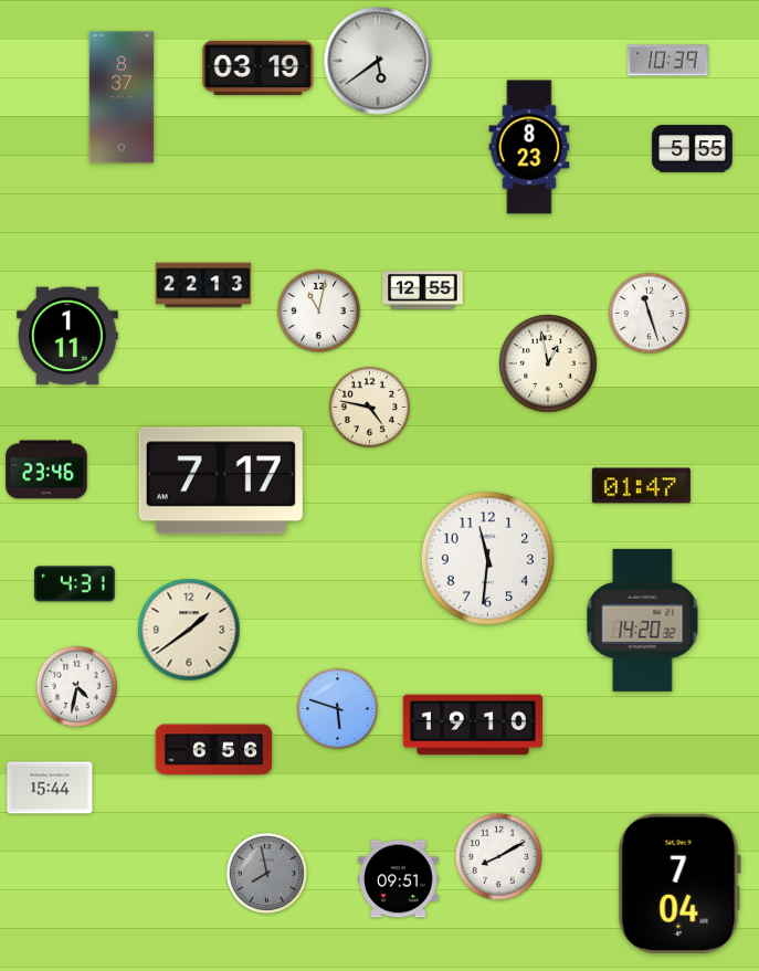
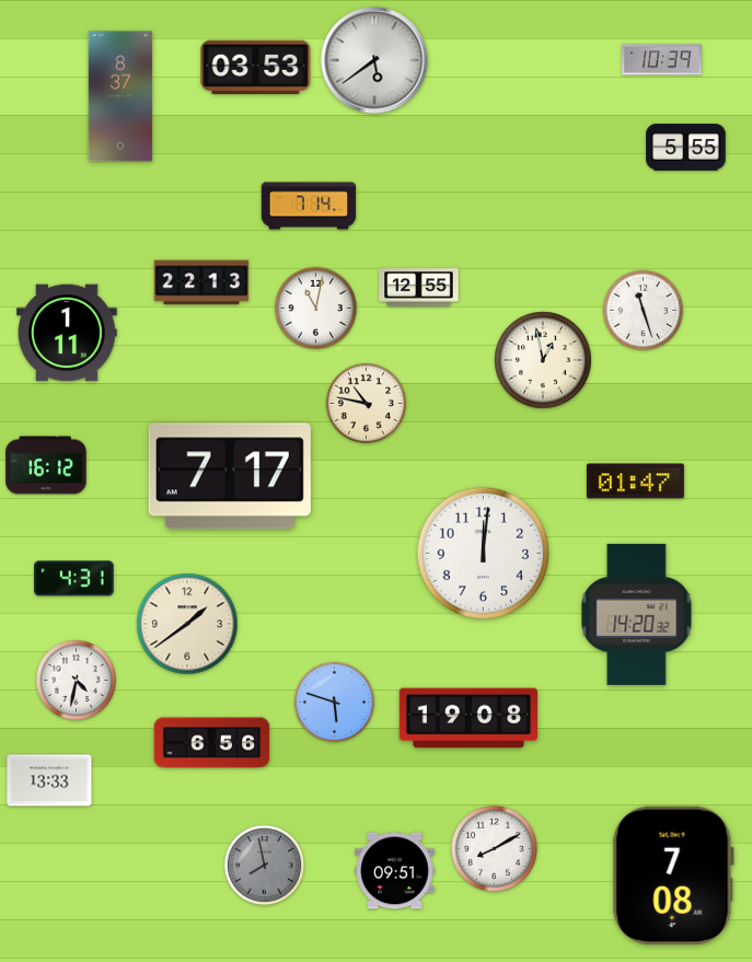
clock at (259, 67): 03:19 -> 03:53
clock at (529, 147): 8:23 -> none
clock at (309, 206): none -> 7:14
clock at (369, 407): 4:47 -> 10:47
clock at (46, 469): 23:46 -> 16:12
clock at (221, 481) position: (221, 481) -> (230, 476)
clock at (488, 559): 11:31 -> 12:01
clock at (473, 725): 19:10 -> 19:08
clock at (50, 788): 15:44 -> 13:33
clock at (679, 884): 7:04 -> 7:08
